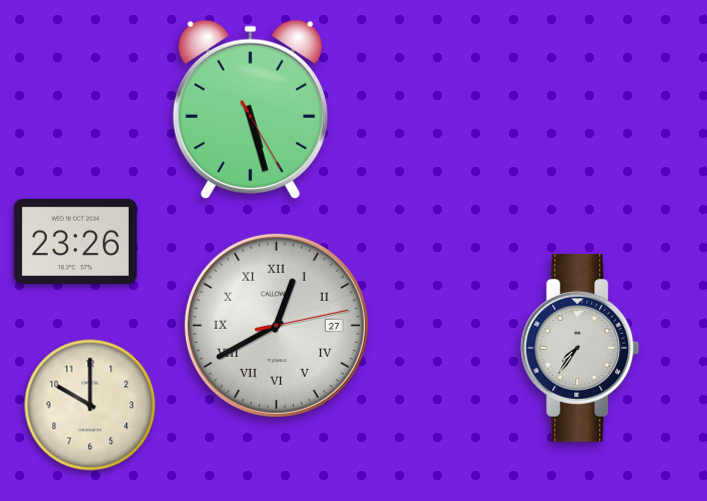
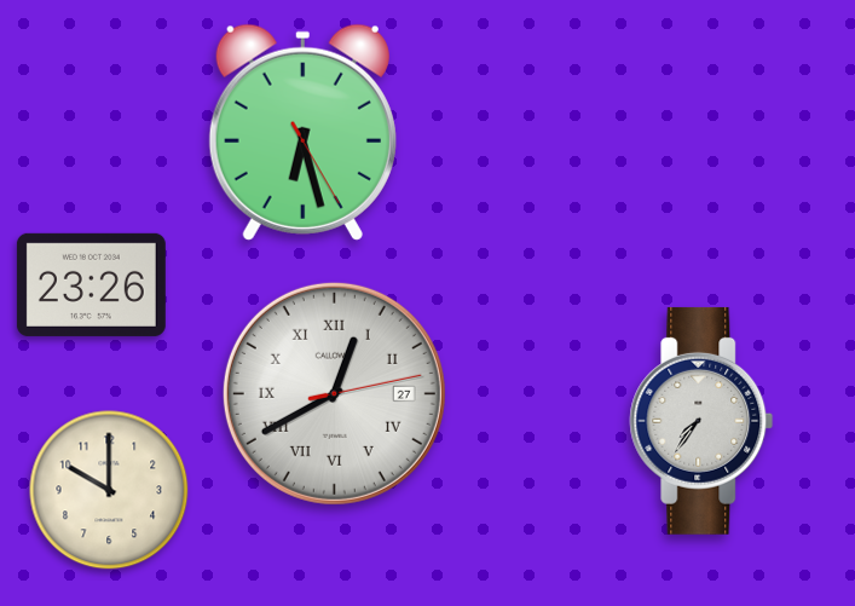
clock at (250, 109): 5:27 -> 6:27
clock at (75, 241) position: (75, 241) -> (91, 284)
